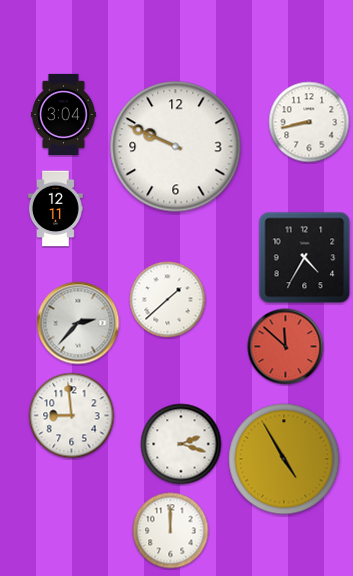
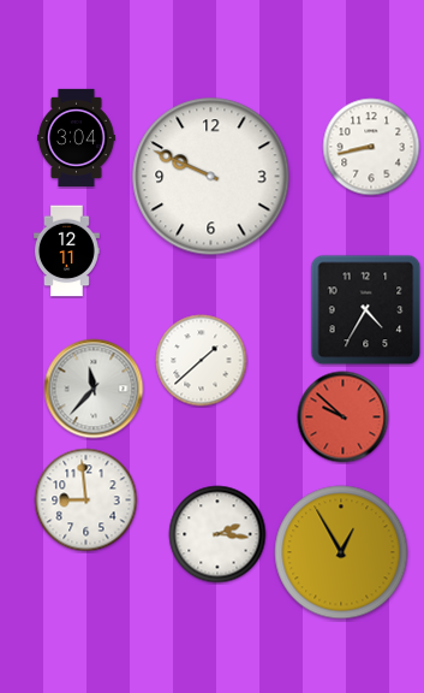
clock at (78, 323): 2:37 -> 11:37
clock at (286, 347): 11:52 -> 9:52
clock at (181, 444): 2:18 -> 2:16
clock at (284, 459): 4:55 -> 12:55
clock at (171, 531): 12:00 -> none
